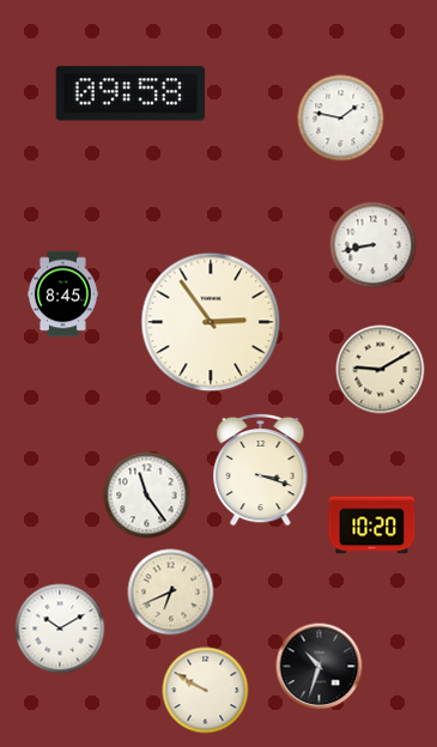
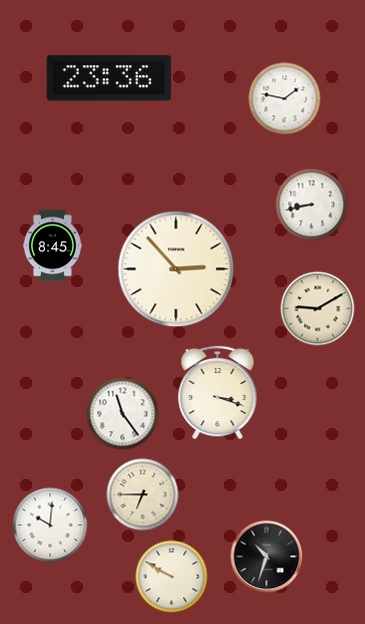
clock at (129, 93): 09:58 -> 23:36
clock at (211, 322): 2:54 -> 2:53
clock at (372, 526): 10:20 -> none
clock at (171, 593): 6:41 -> 6:45
clock at (60, 628): 10:10 -> 10:01
